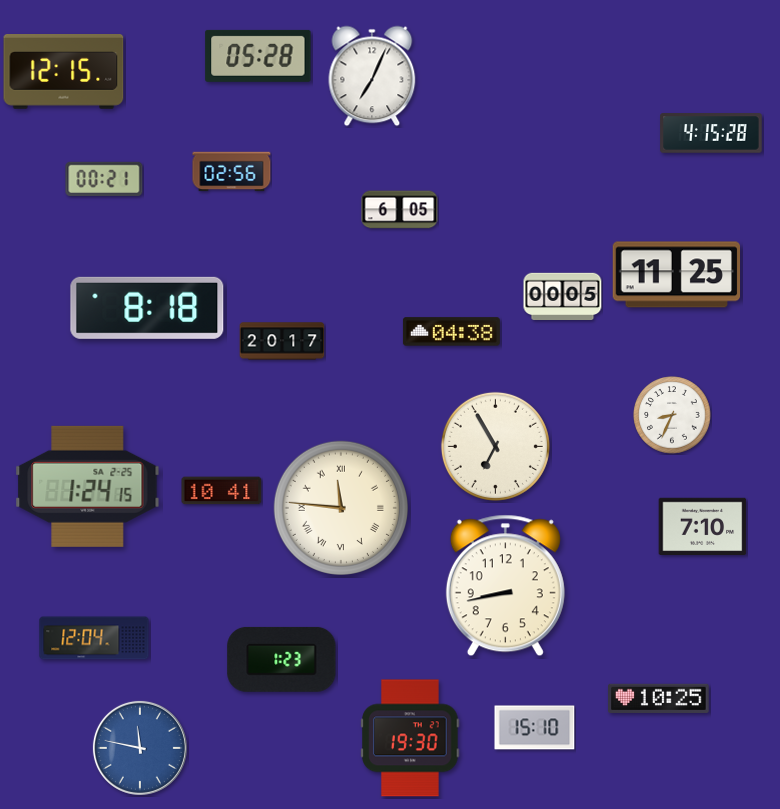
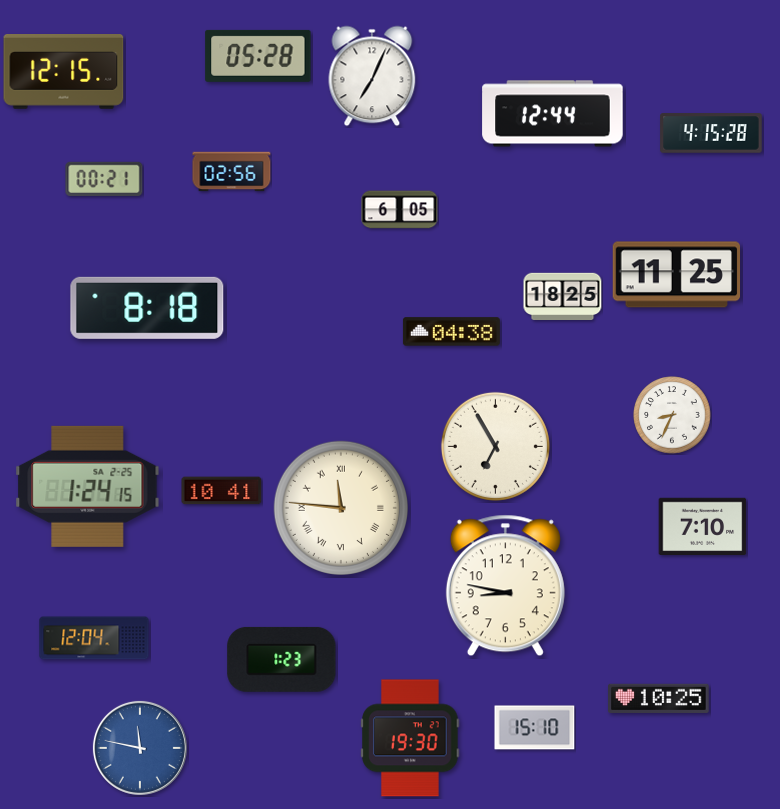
clock at (553, 114): none -> 12:44
clock at (563, 297): 00:05 -> 18:25
clock at (282, 341): 20:17 -> none
clock at (505, 586): 8:43 -> 8:47
